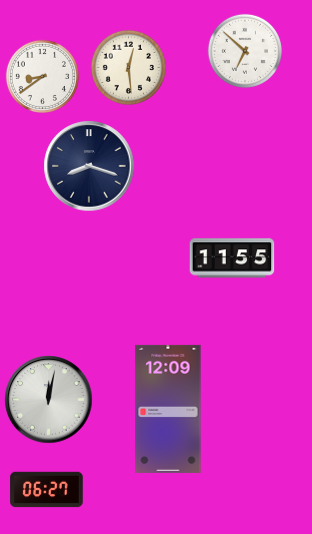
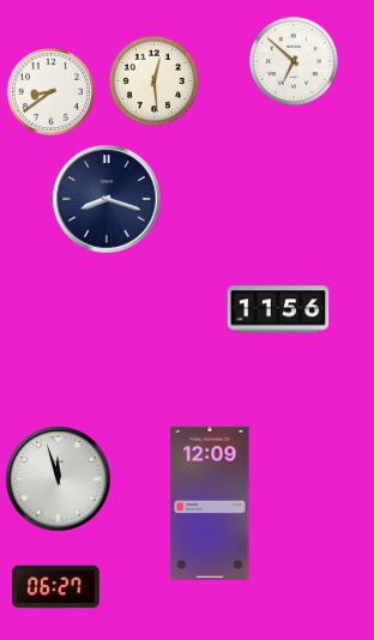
clock at (232, 258): 11:55 -> 11:56
clock at (49, 400): 12:02 -> 11:57
clock at (168, 409) position: (168, 409) -> (210, 503)
